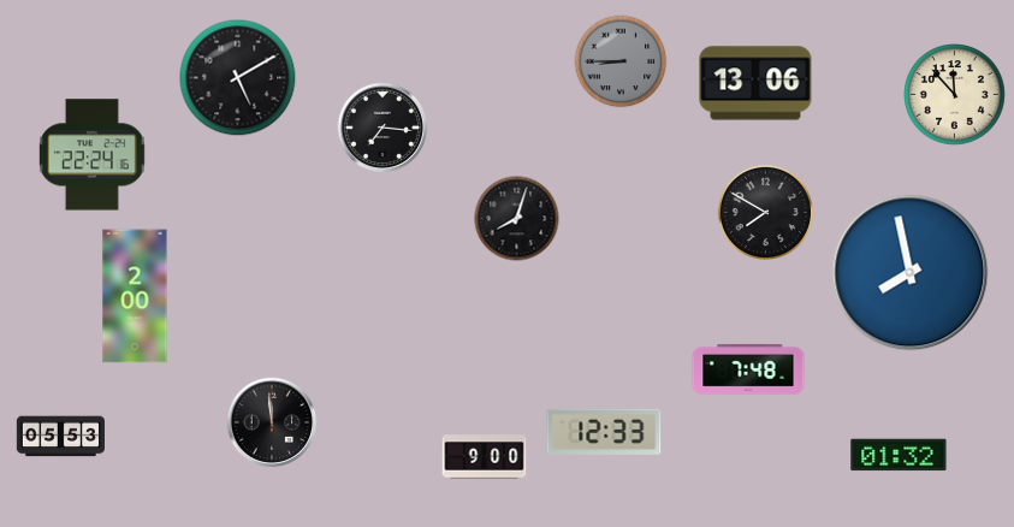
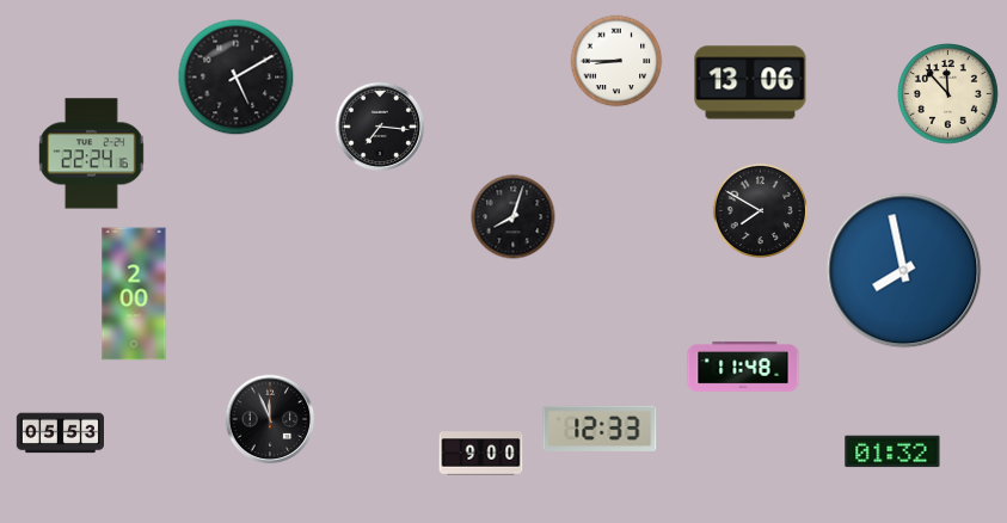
clock at (621, 61) dial: grey -> white
clock at (748, 369): 7:48 -> 11:48
clock at (272, 422): 11:59 -> 11:56
